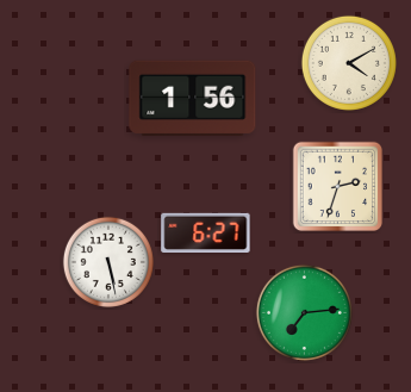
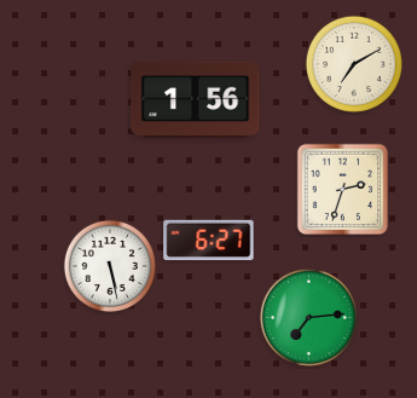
clock at (349, 63): 4:10 -> 7:10
clock at (206, 232) position: (206, 232) -> (209, 240)
